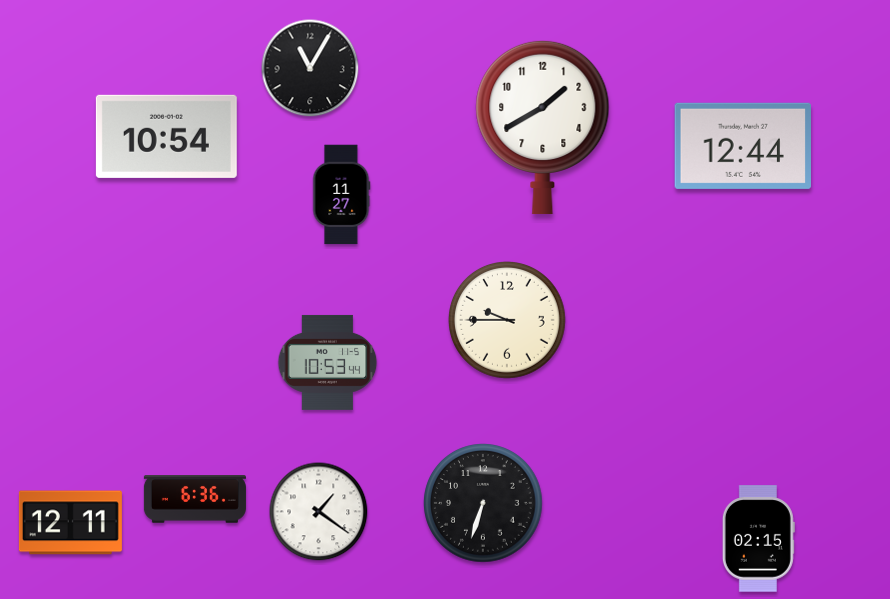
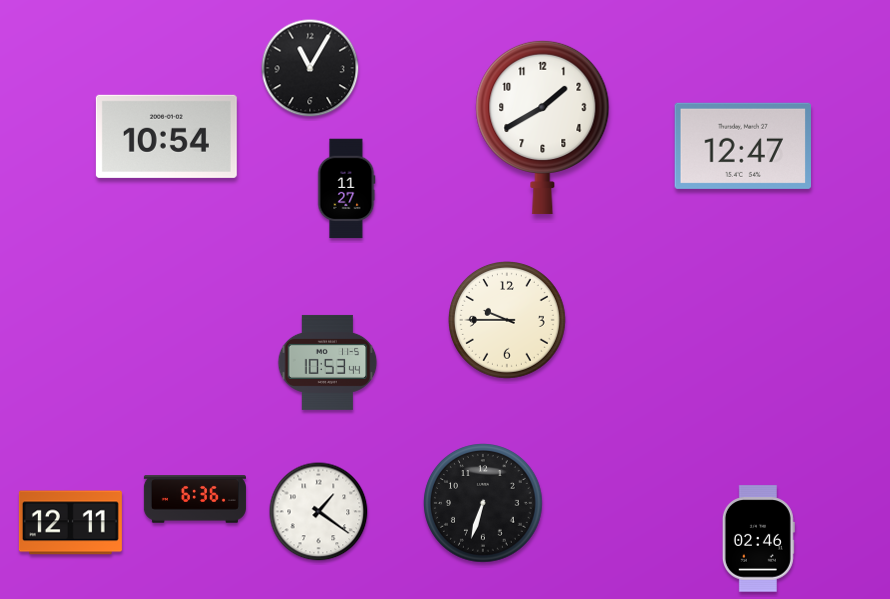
clock at (743, 146): 12:44 -> 12:47
clock at (341, 195) position: (341, 195) -> (346, 189)
clock at (758, 539): 02:15 -> 02:46
